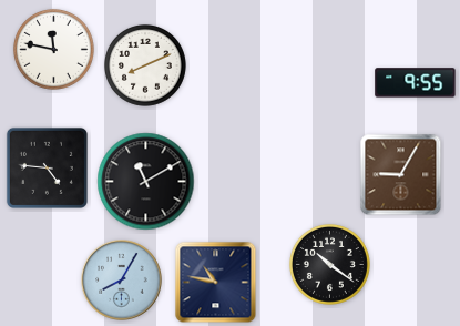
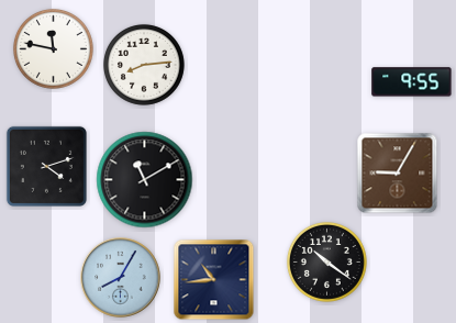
clock at (145, 65): 8:11 -> 8:14
clock at (47, 167): 4:46 -> 4:12
clock at (216, 283): 10:47 -> 10:44
